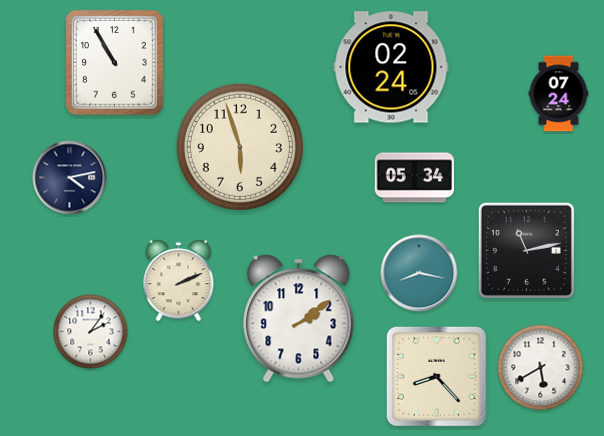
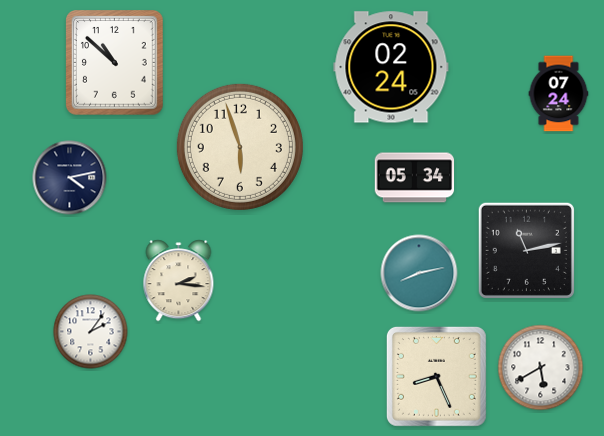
clock at (115, 63): 10:55 -> 10:52
clock at (419, 273): 8:17 -> 8:13
clock at (179, 281): 2:11 -> 2:16
clock at (299, 319): 2:09 -> none
clock at (436, 376): 8:23 -> 8:26
